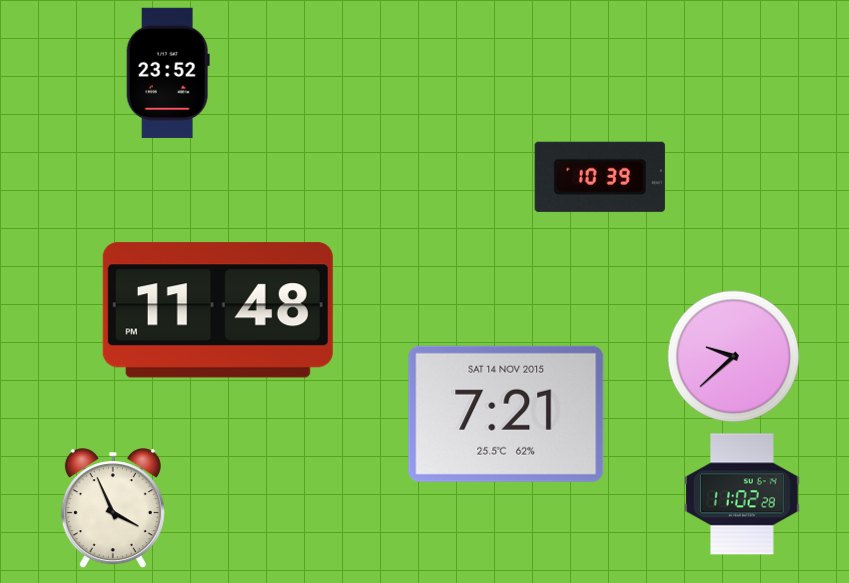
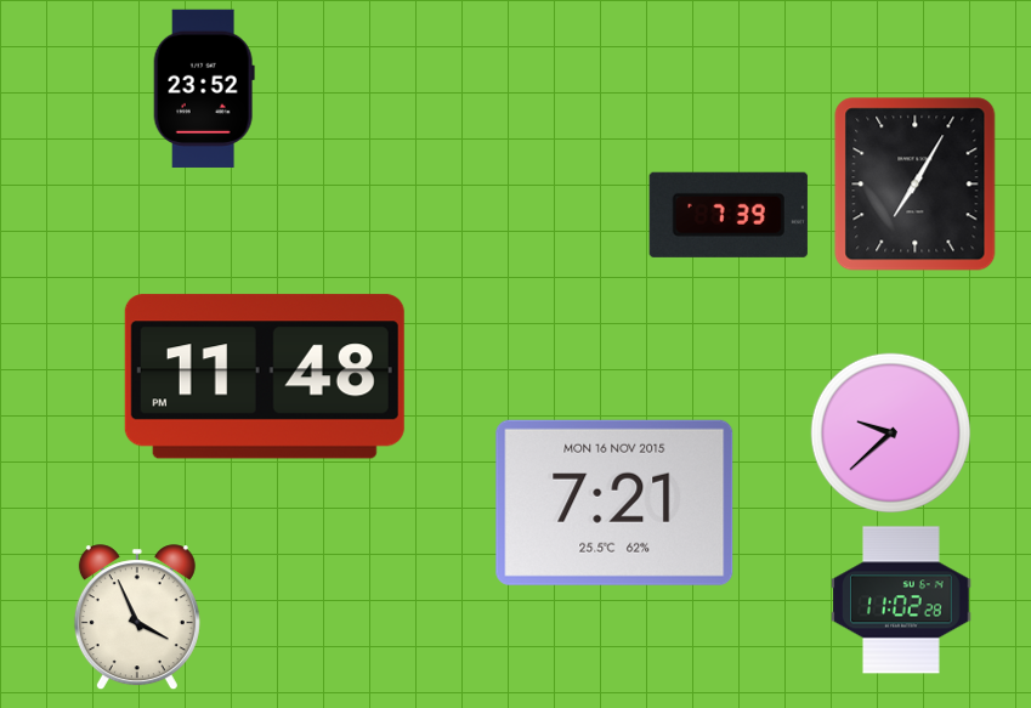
clock at (916, 185): none -> 7:05
clock at (600, 177): 10:39 -> 7:39
clock at (506, 414) date: SAT 14 NOV 2015 -> MON 16 NOV 2015
